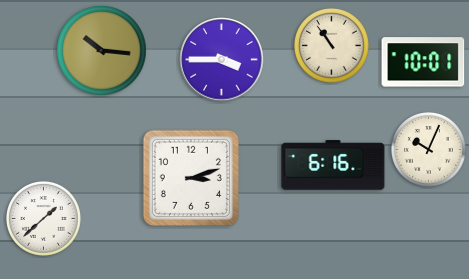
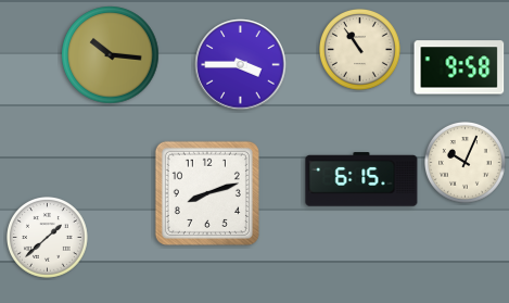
clock at (423, 62): 10:01 -> 9:58
clock at (333, 165): 6:16 -> 6:15
clock at (191, 178): 3:12 -> 8:12
